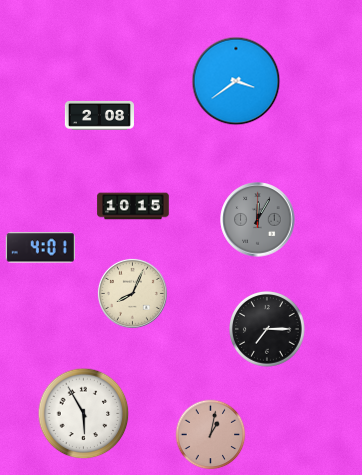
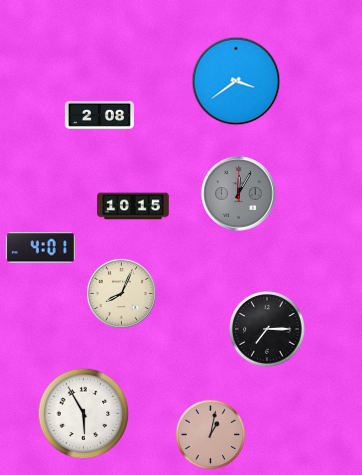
clock at (258, 220) position: (258, 220) -> (239, 194)
clock at (132, 293) position: (132, 293) -> (121, 293)
